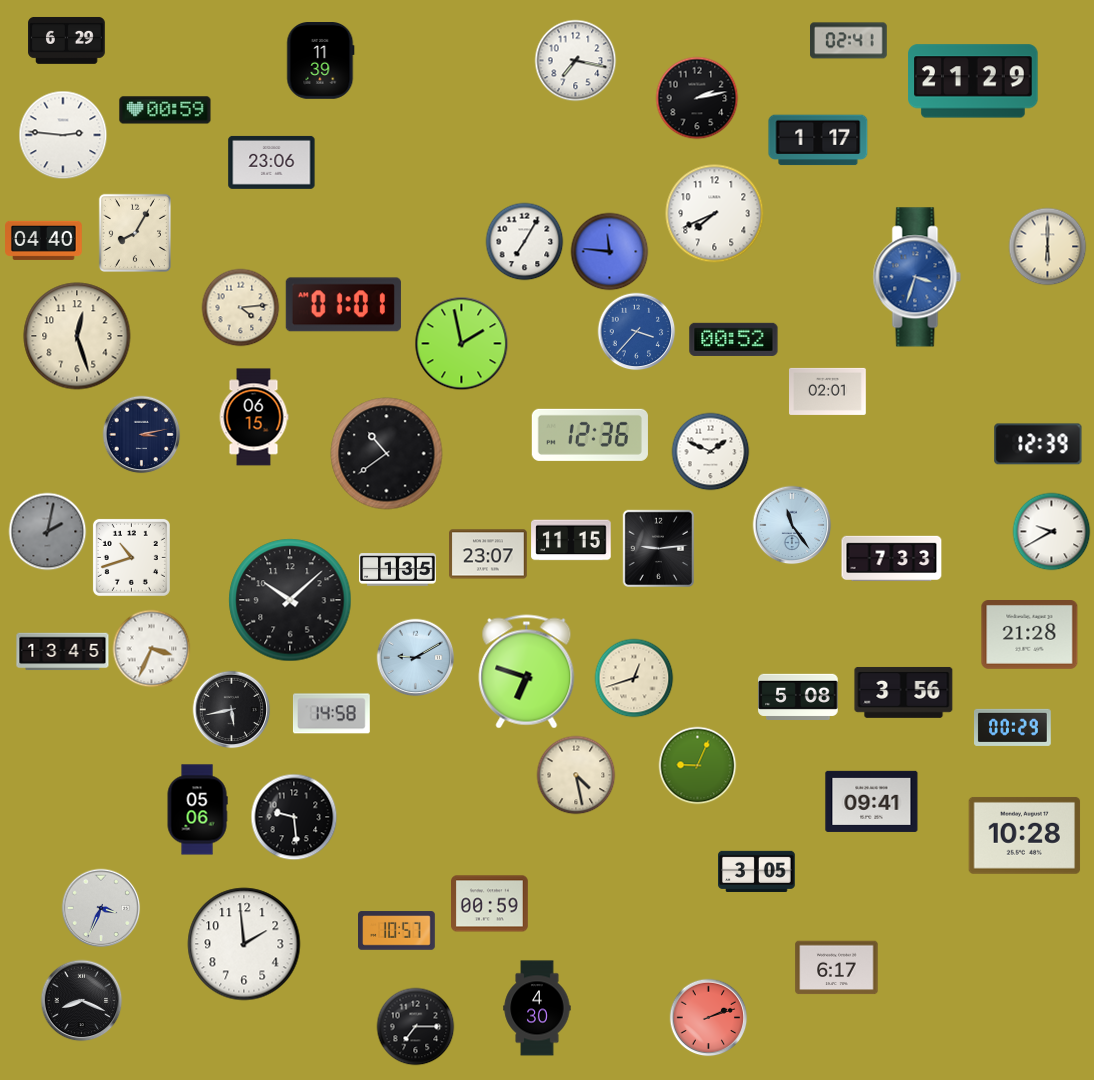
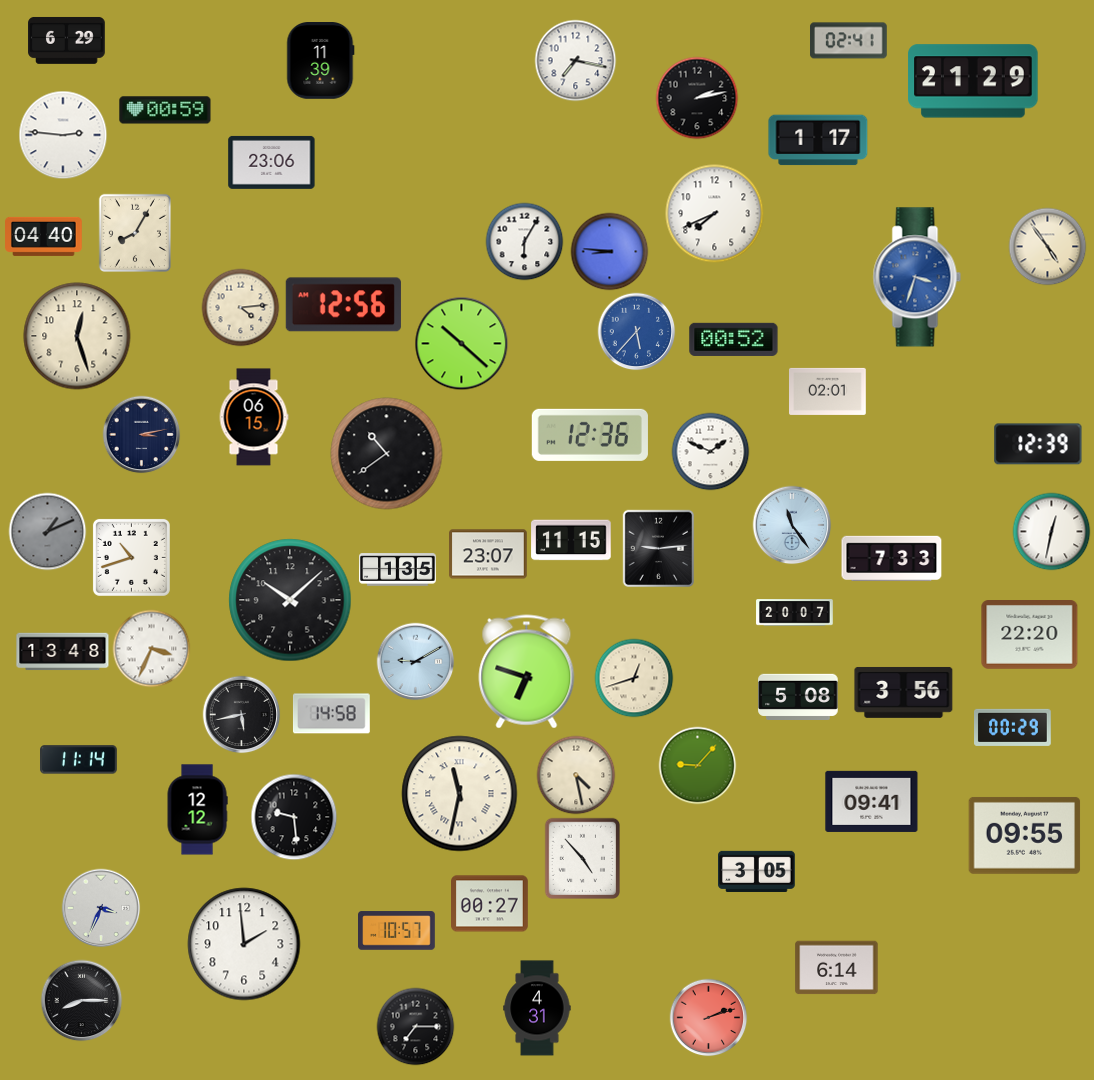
clock at (44, 240) position: (44, 240) -> (44, 236)
clock at (524, 241): 7:05 -> 6:05
clock at (1047, 246): 6:00 -> 4:54
clock at (609, 251): 11:46 -> 8:46
clock at (343, 305): 01:01 -> 12:56
clock at (636, 331): 3:37 -> 5:37
clock at (461, 343): 1:58 -> 10:22
clock at (47, 531): 2:02 -> 1:11
clock at (1051, 531): 9:40 -> 12:32
clock at (795, 613): none -> 20:07
clock at (1030, 635): 21:28 -> 22:20
clock at (63, 652): 13:45 -> 13:48
clock at (415, 657) position: (415, 657) -> (415, 661)
clock at (231, 709) position: (231, 709) -> (241, 714)
clock at (79, 760): none -> 11:14
clock at (697, 765): 9:04 -> 9:07
clock at (460, 794): none -> 11:32
clock at (197, 810): 05:06 -> 12:12
clock at (1025, 835): 10:28 -> 09:55
clock at (582, 858): none -> 4:53
clock at (490, 904): 00:59 -> 00:27
clock at (837, 968): 6:17 -> 6:14
clock at (81, 1000): 8:19 -> 8:15
clock at (537, 1008): 4:30 -> 4:31
